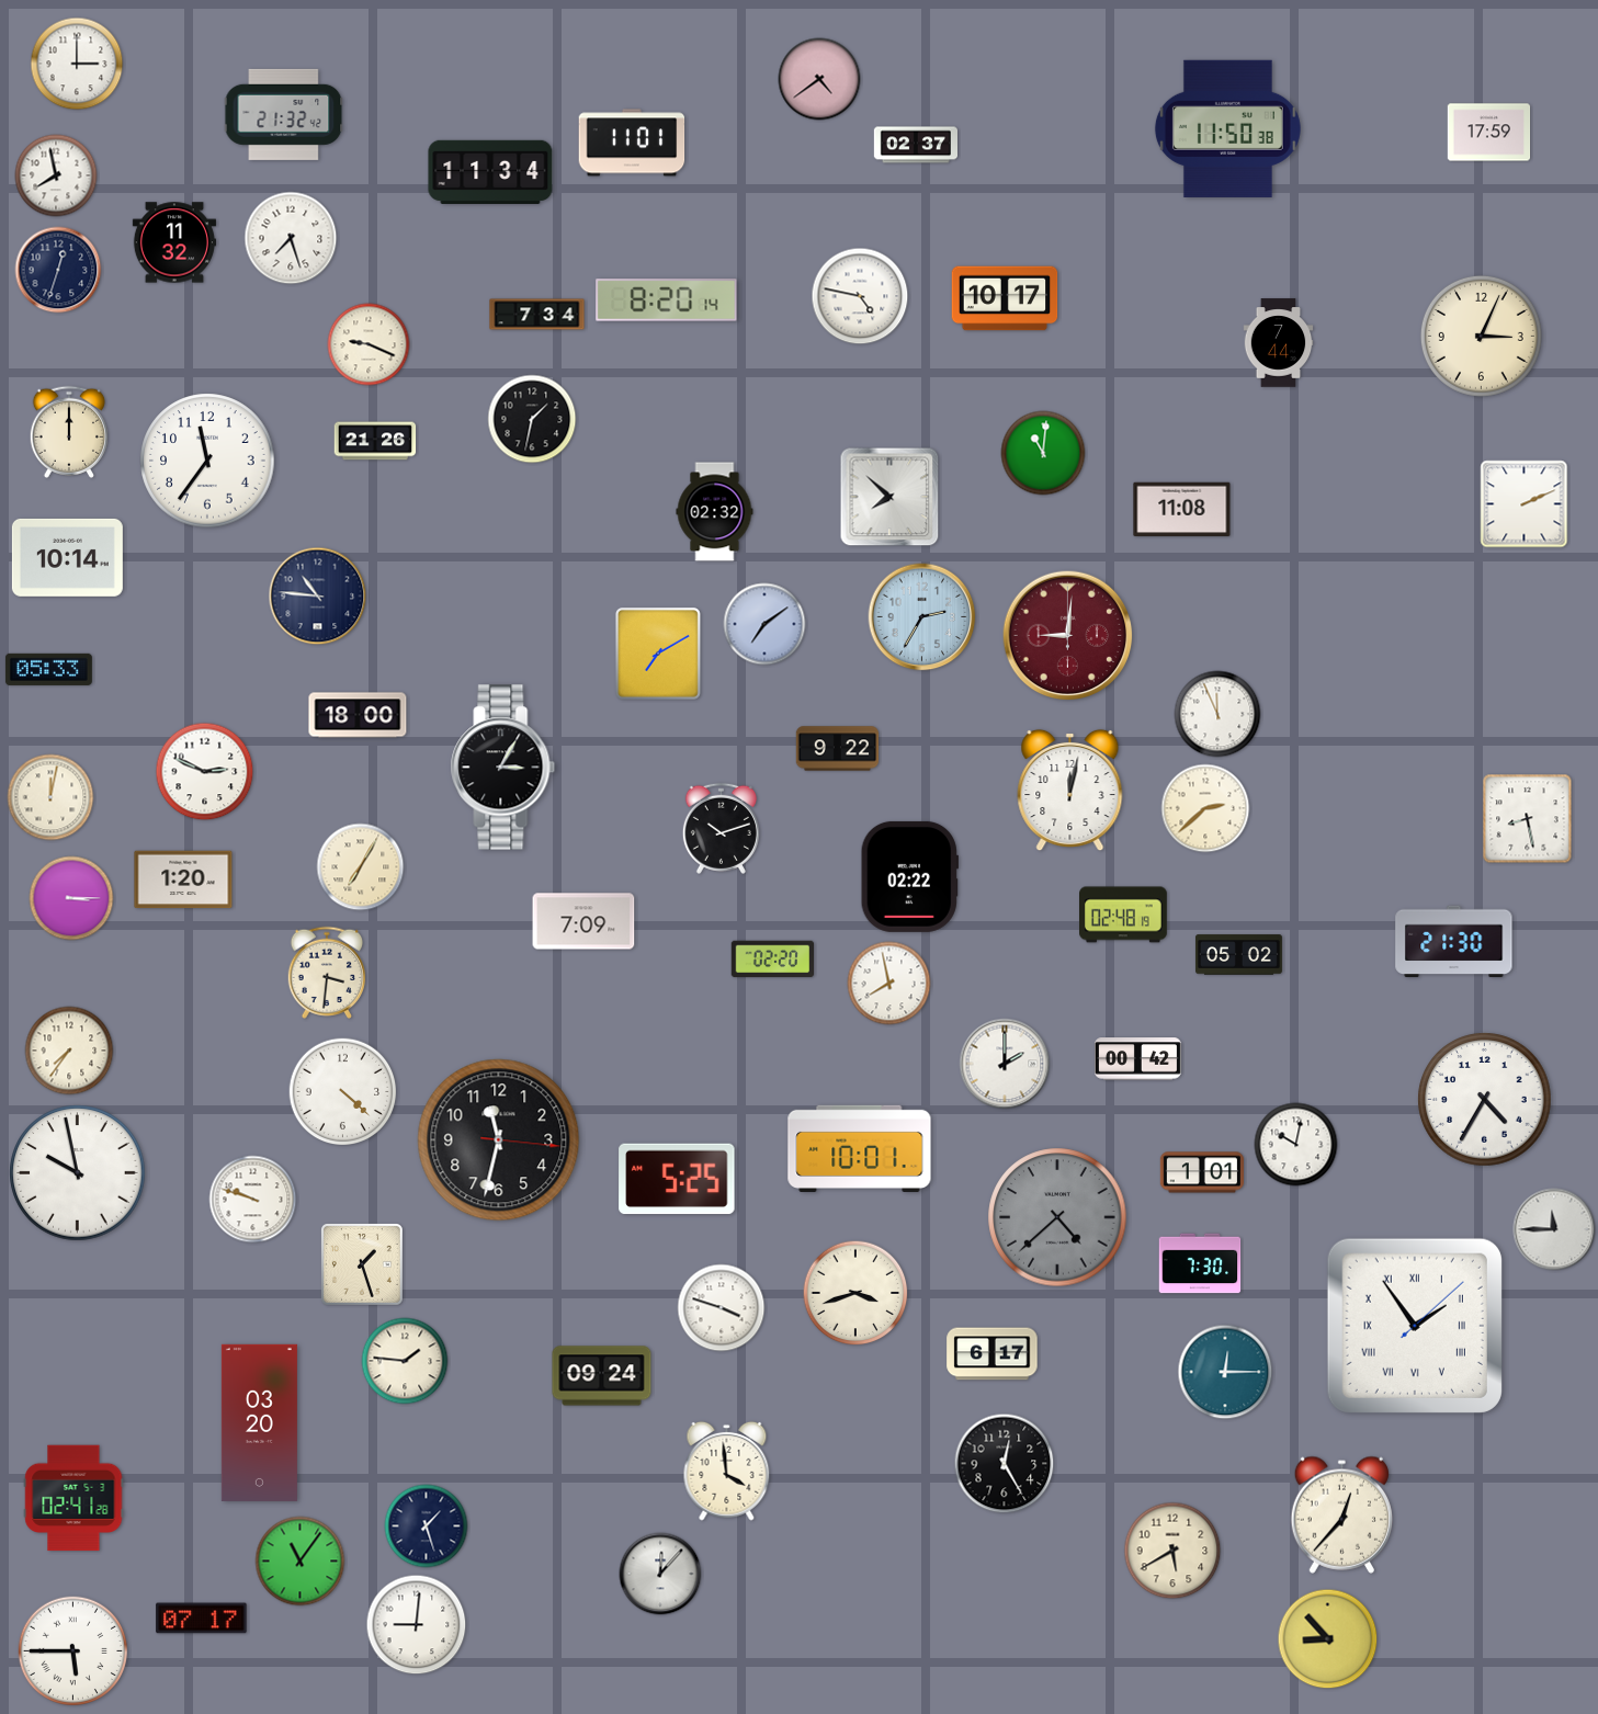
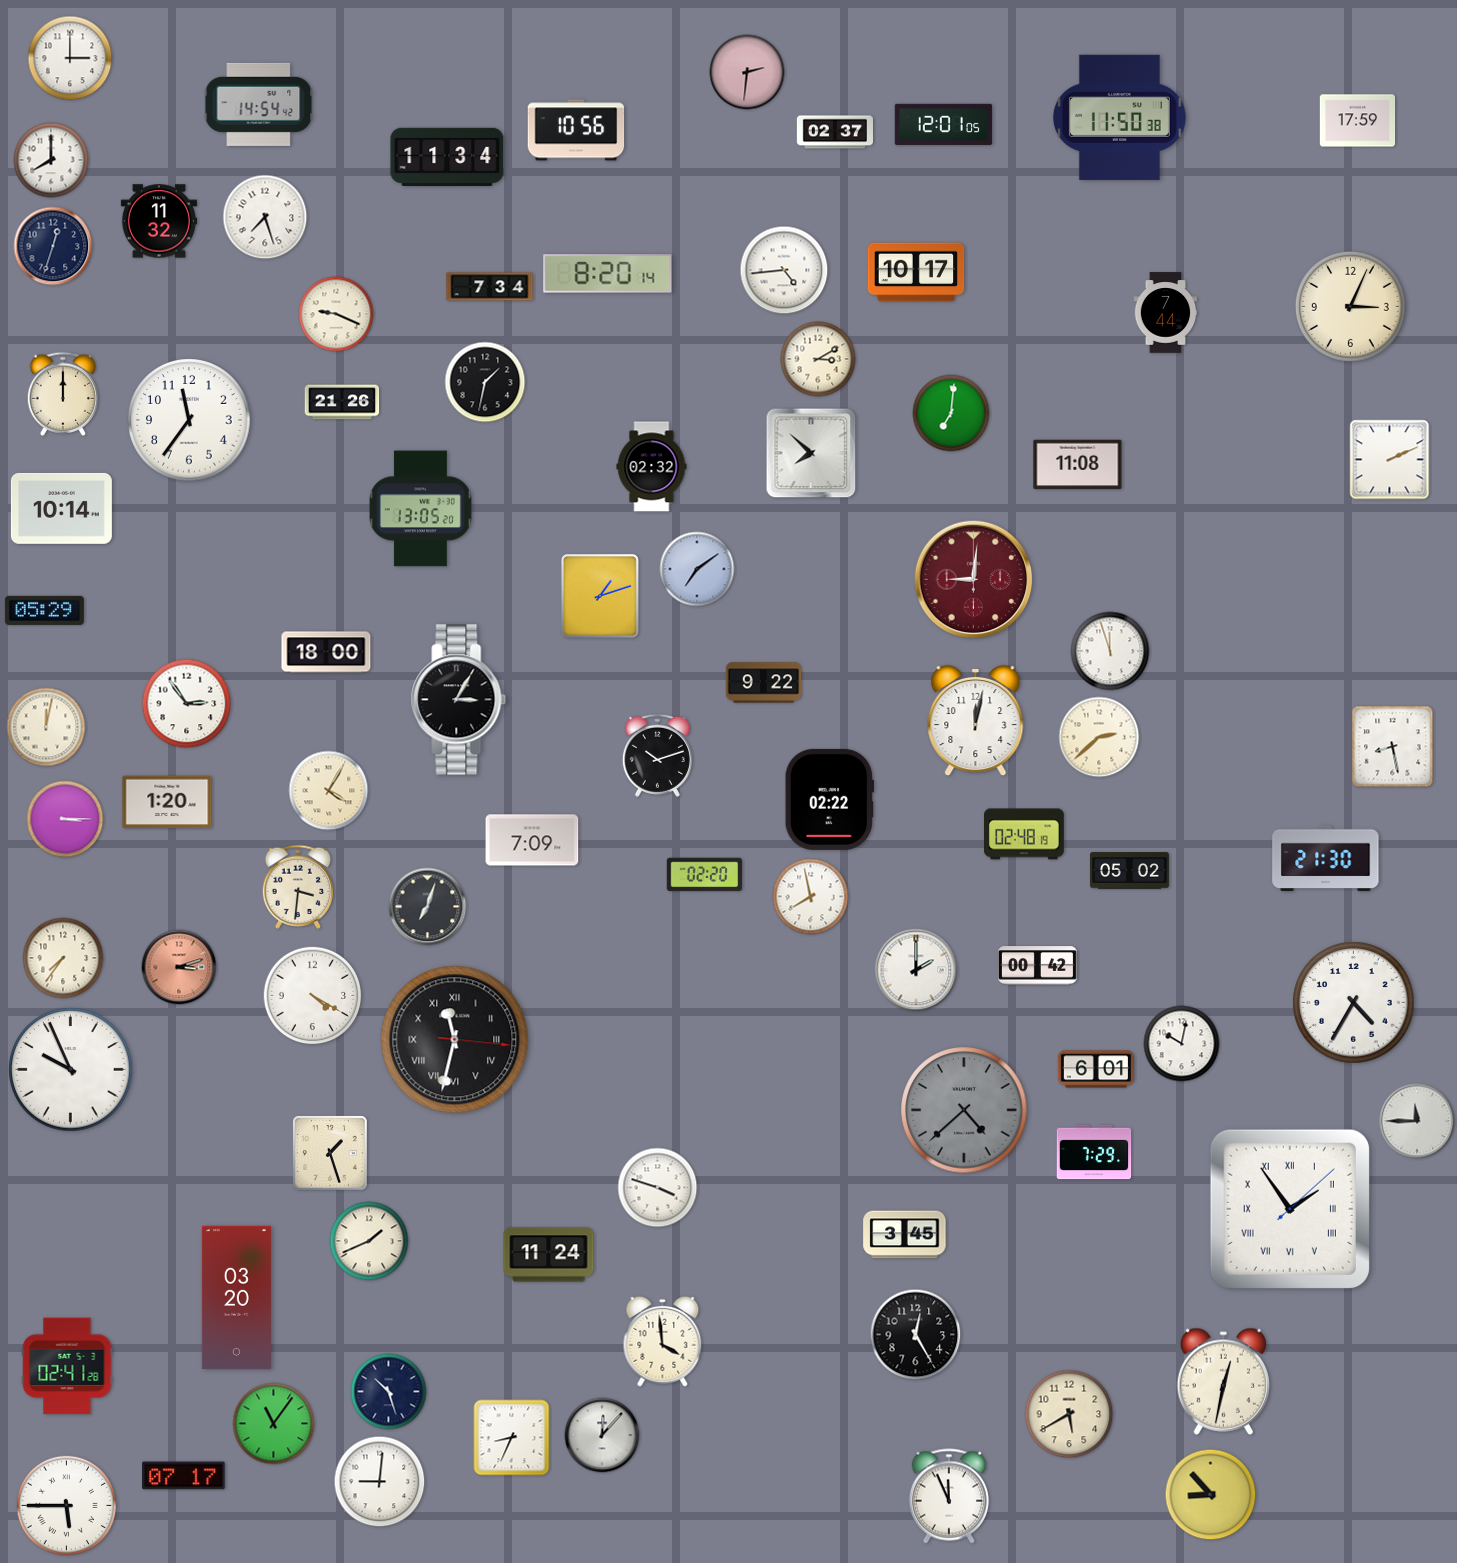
clock at (819, 79): 4:39 -> 2:31
clock at (284, 114): 21:32 -> 14:54
clock at (944, 124): none -> 12:01
clock at (632, 143): 11:01 -> 10:56
clock at (56, 175): 7:58 -> 8:00
clock at (860, 296): 4:47 -> 4:44
clock at (818, 359): none -> 3:10
clock at (1043, 453): 11:01 -> 7:01
clock at (421, 509): none -> 13:05
clock at (318, 597): 10:46 -> none
clock at (922, 617): 2:35 -> none
clock at (658, 654): 7:10 -> 1:12
clock at (48, 669): 05:33 -> 05:29
clock at (1217, 714): 11:56 -> 11:57
clock at (205, 772): 2:49 -> 2:54
clock at (361, 867): 7:05 -> 4:05
clock at (428, 907): none -> 7:03
clock at (179, 967): none -> 3:12
clock at (343, 1092): 4:22 -> 4:20
clock at (499, 1140) numerals: Arabic -> Roman
clock at (860, 1148): 10:01 -> none
clock at (1202, 1172): 1:01 -> 6:01
clock at (78, 1173): 9:58 -> 9:56
clock at (677, 1179): 5:25 -> none
clock at (253, 1200): 9:48 -> none
clock at (1200, 1263): 7:30 -> 7:29
clock at (855, 1293): 3:42 -> none
clock at (722, 1308) position: (722, 1308) -> (658, 1188)
clock at (993, 1354): 6:17 -> 3:45
clock at (405, 1361): 1:46 -> 1:41
clock at (1225, 1372): 12:15 -> none
clock at (602, 1376): 09:24 -> 11:24
clock at (1341, 1514): 12:37 -> 12:32
clock at (427, 1526): 1:27 -> 10:27
clock at (512, 1438): none -> 8:34
clock at (948, 1496): none -> 11:56
